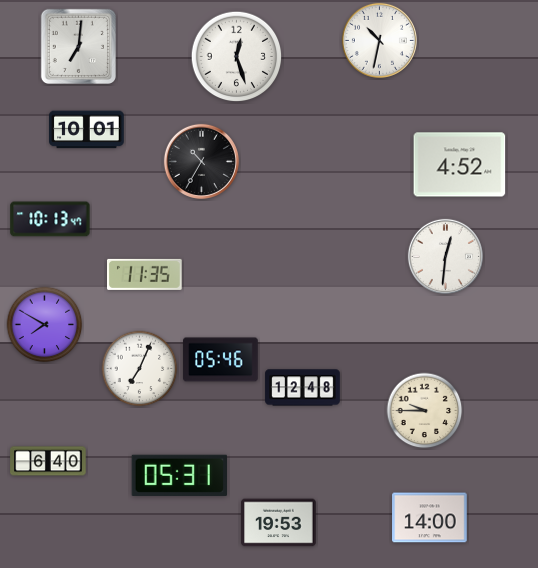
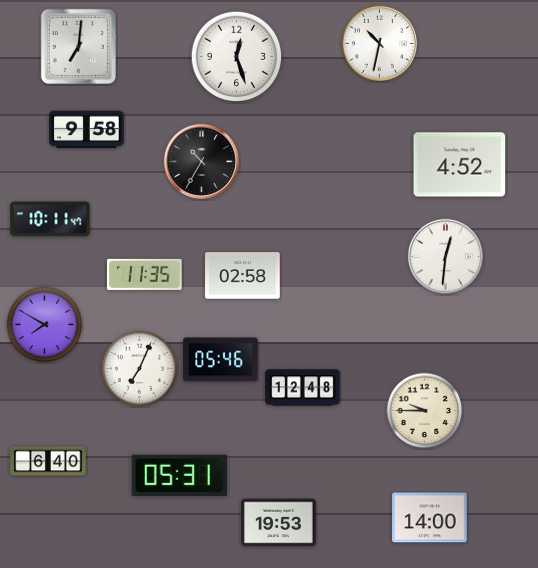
clock at (379, 40) position: (379, 40) -> (379, 43)
clock at (87, 130): 10:01 -> 9:58
clock at (50, 219): 10:13 -> 10:11
clock at (243, 276): none -> 02:58
